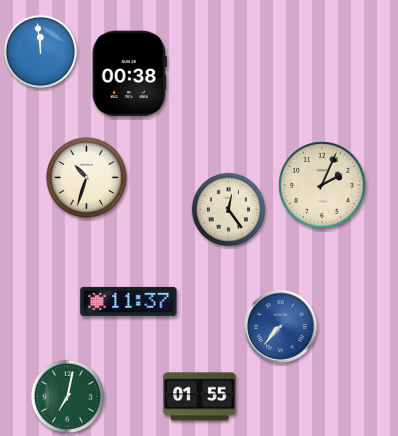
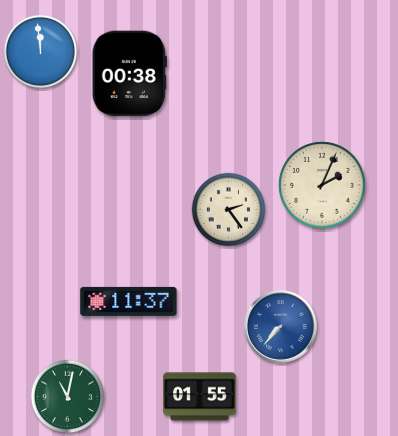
clock at (86, 177): 10:33 -> none
clock at (229, 210): 12:24 -> 2:24
clock at (68, 397): 7:02 -> 11:02
